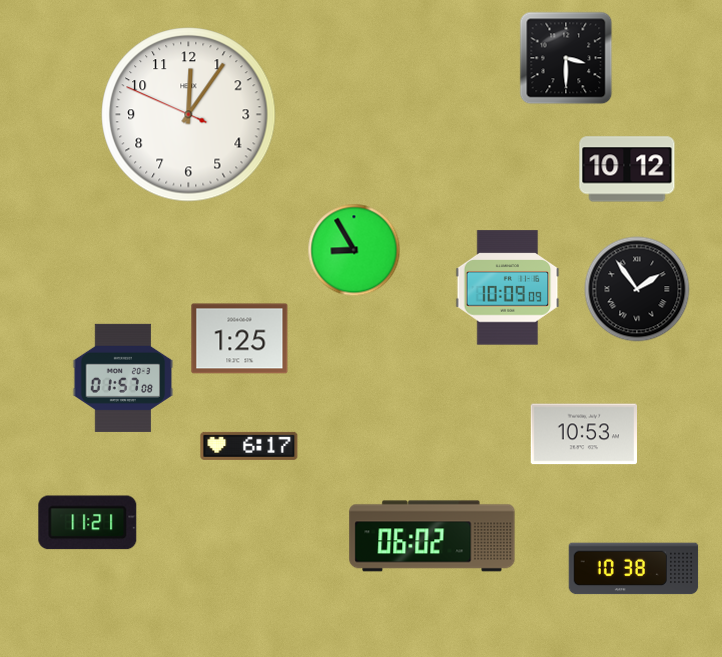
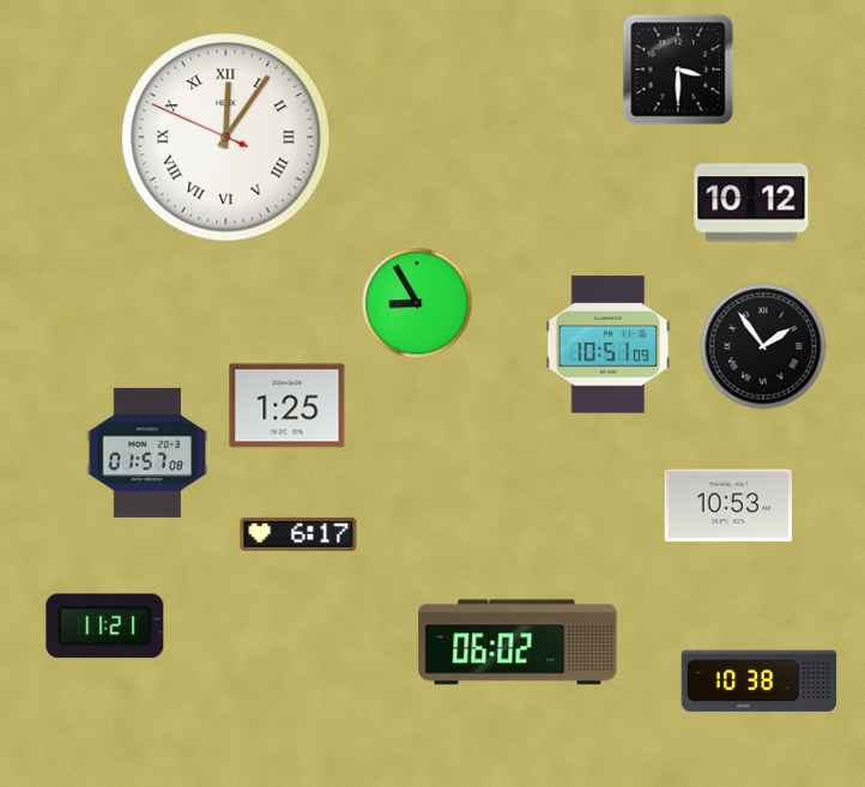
clock at (189, 115) numerals: Arabic -> Roman
clock at (354, 250) position: (354, 250) -> (417, 303)
clock at (508, 288): 10:09 -> 10:51
clock at (583, 434) position: (583, 434) -> (727, 506)
